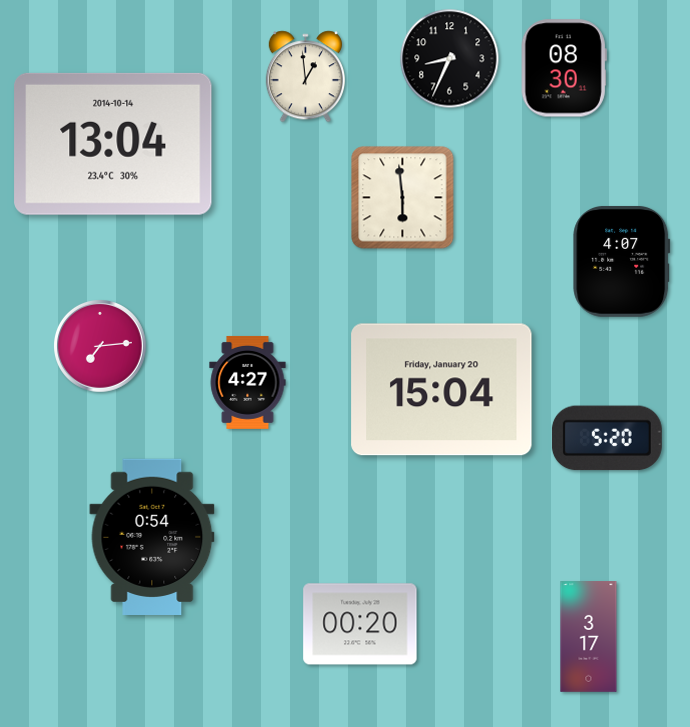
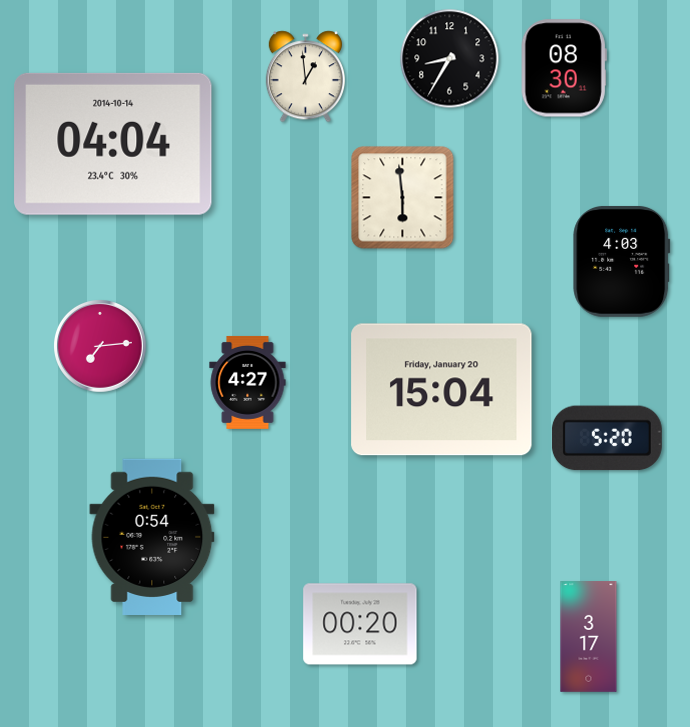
clock at (450, 59): 8:34 -> 8:35
clock at (113, 144): 13:04 -> 04:04
clock at (622, 261): 4:07 -> 4:03
